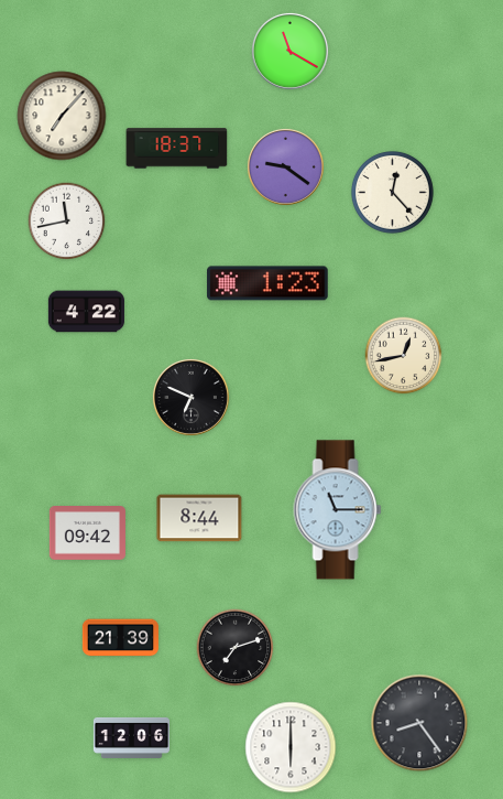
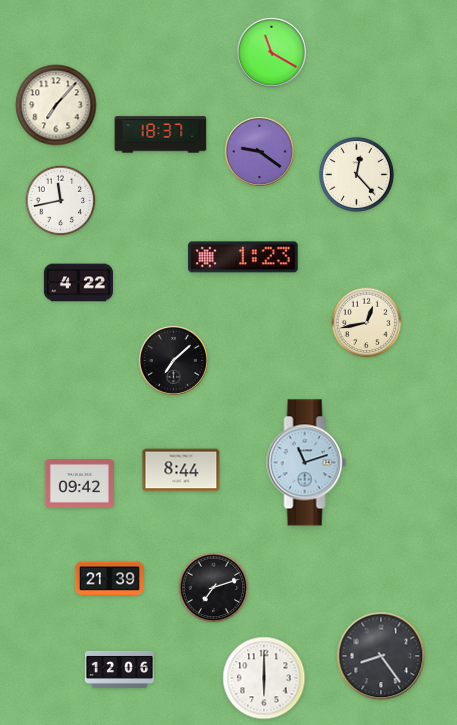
clock at (289, 51) position: (289, 51) -> (271, 52)
clock at (190, 397): 6:49 -> 7:08
clock at (338, 510): 11:15 -> 11:12
